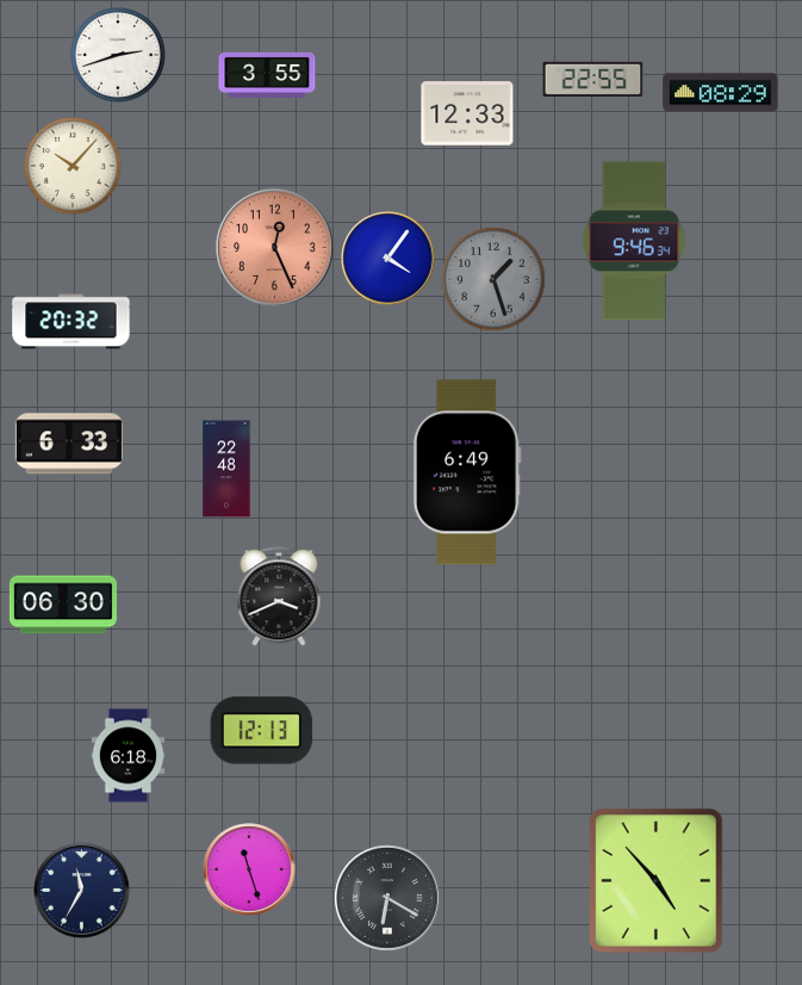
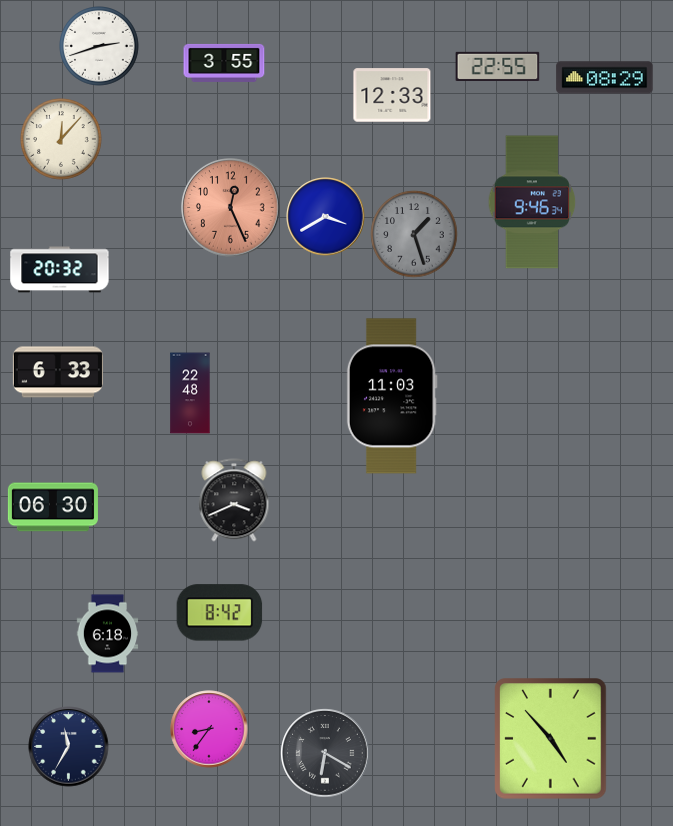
clock at (74, 167): 10:07 -> 12:07
clock at (388, 259): 4:06 -> 3:40
clock at (467, 472): 6:49 -> 11:03
clock at (262, 731): 12:13 -> 8:42
clock at (249, 869): 11:27 -> 8:36
